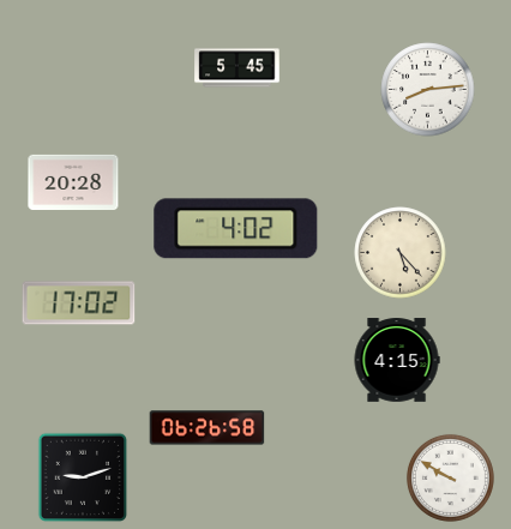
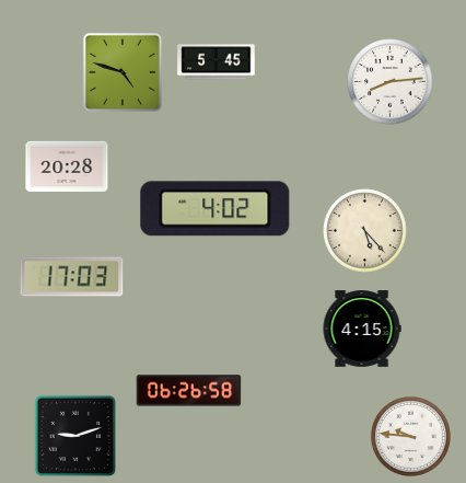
clock at (123, 72): none -> 4:48
clock at (79, 303): 17:02 -> 17:03
clock at (450, 477): 9:50 -> 9:46
